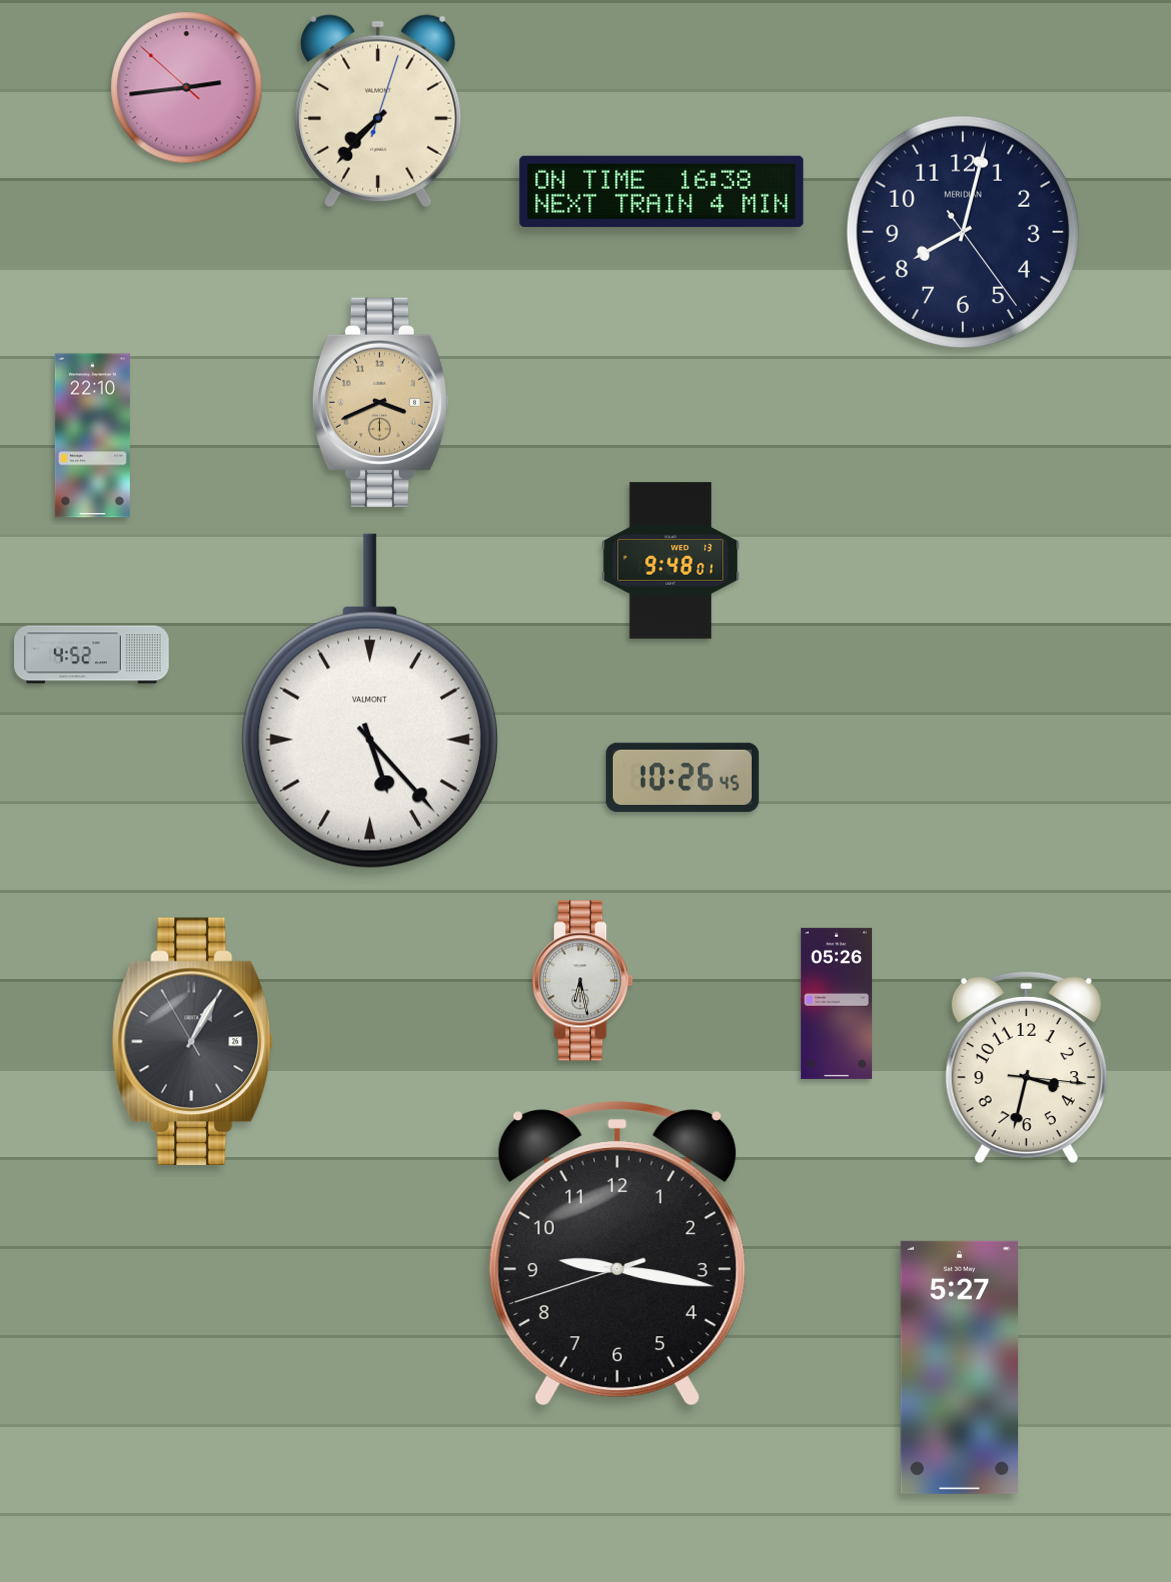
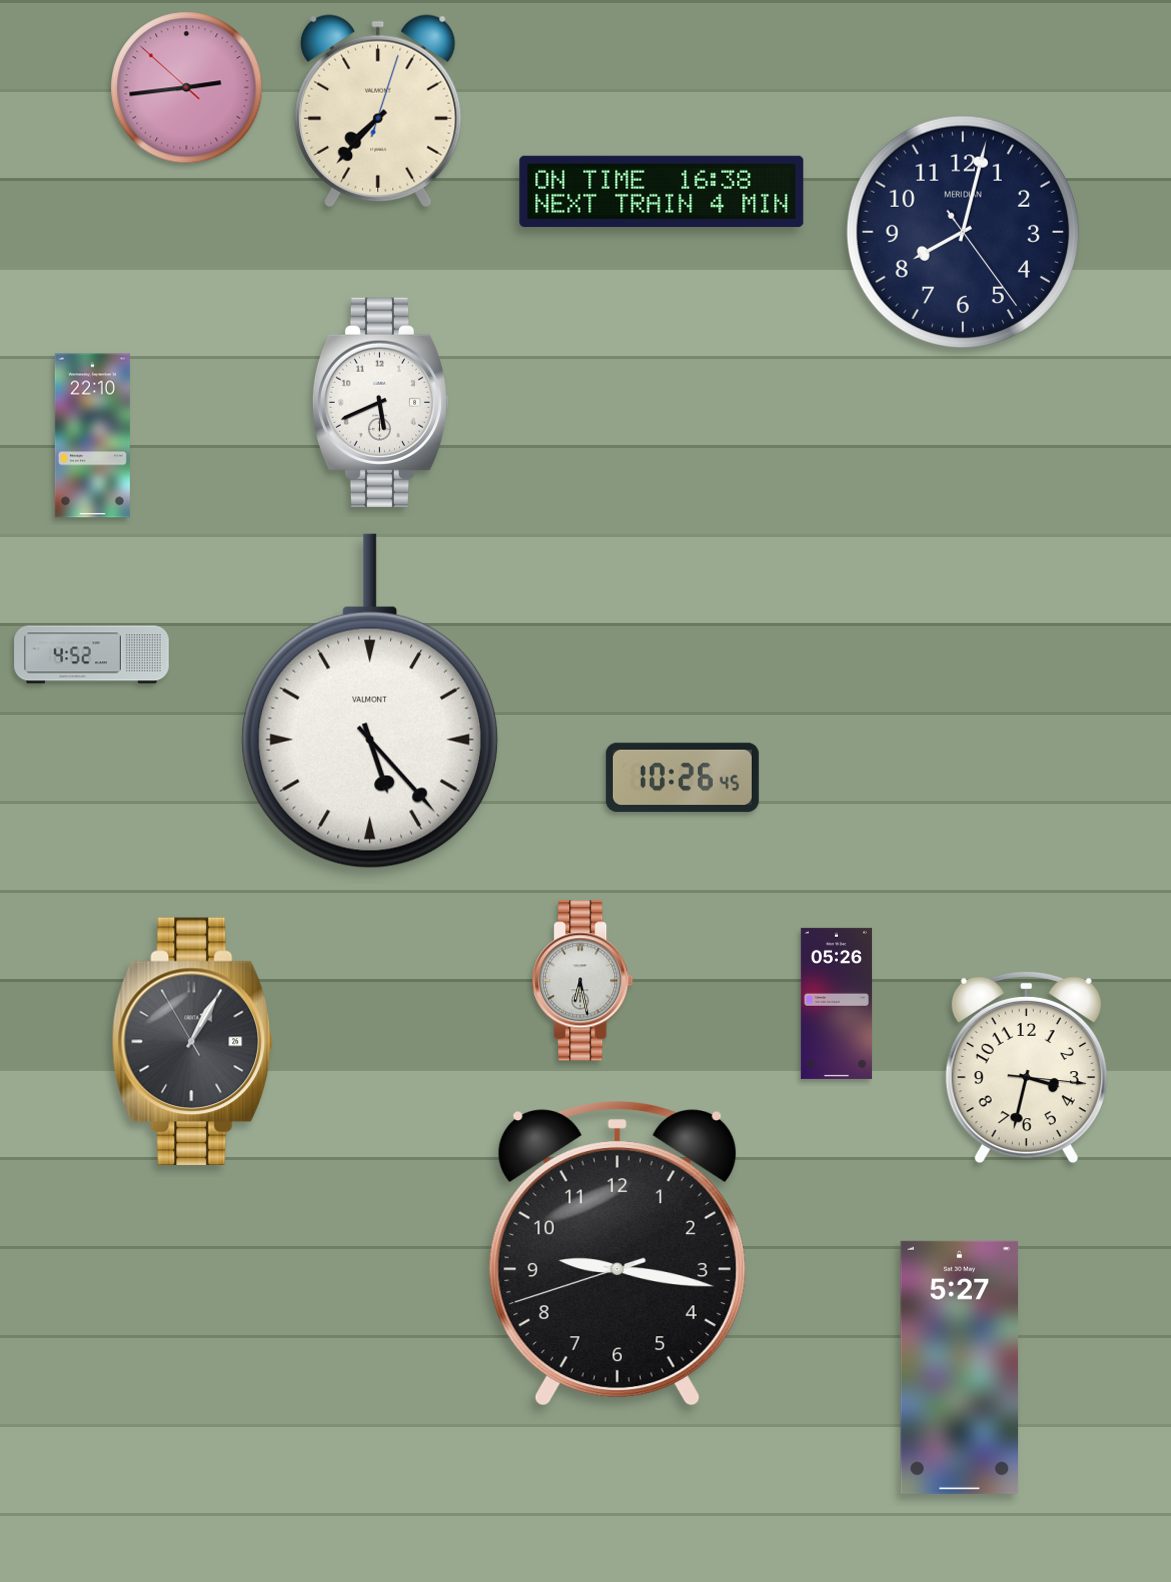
clock at (381, 402): 3:41 -> 5:41
clock at (381, 402) dial: champagne -> white
clock at (671, 561): 9:48 -> none
